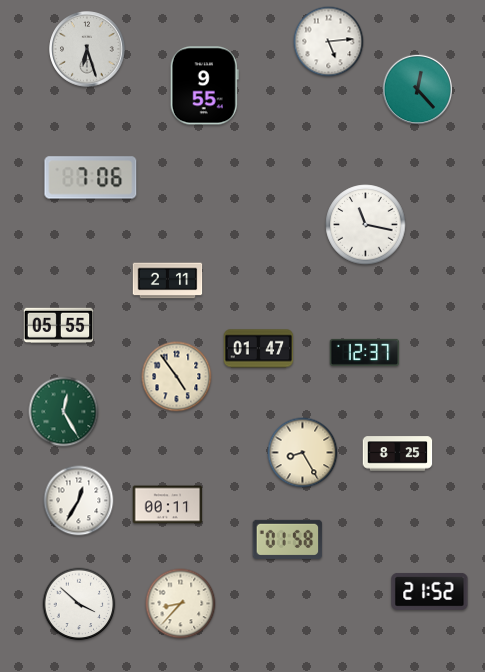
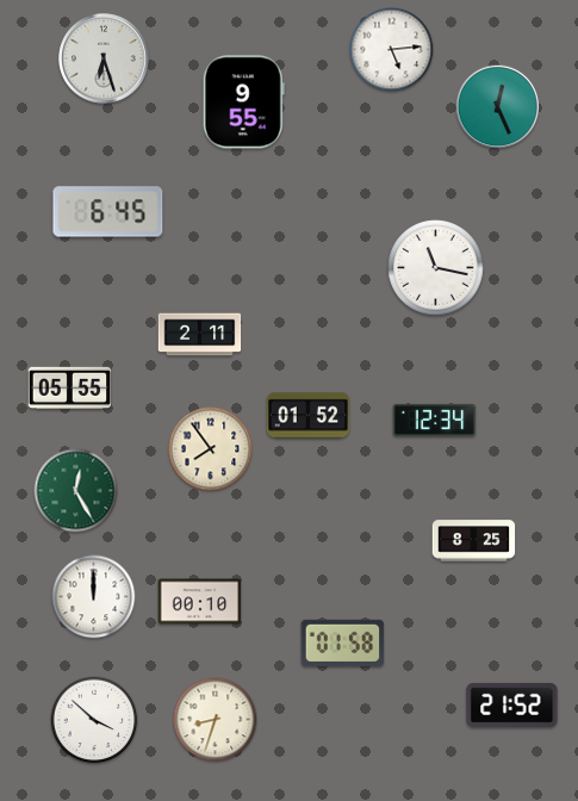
clock at (418, 90): 12:23 -> 12:26
clock at (91, 178): 7:06 -> 6:45
clock at (259, 349): 01:47 -> 01:52
clock at (365, 352): 12:37 -> 12:34
clock at (177, 377): 4:54 -> 7:54
clock at (303, 453): 8:25 -> none
clock at (79, 501): 12:35 -> 12:00
clock at (168, 505): 00:11 -> 00:10
clock at (181, 604): 8:37 -> 8:33
